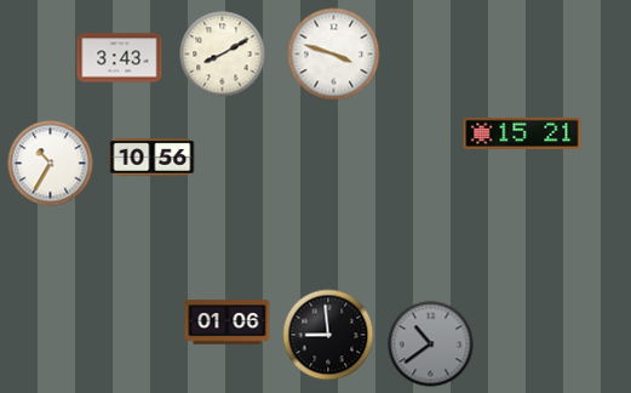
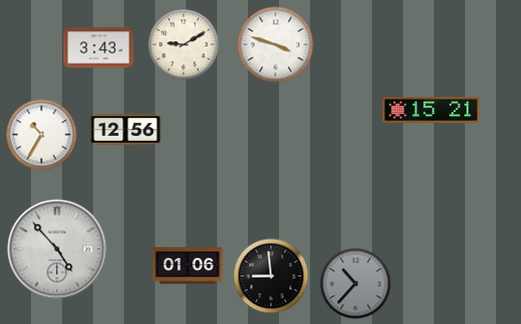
clock at (223, 55): 8:10 -> 9:10
clock at (153, 158): 10:56 -> 12:56
clock at (57, 249): none -> 4:53
clock at (431, 344): 10:39 -> 10:37
